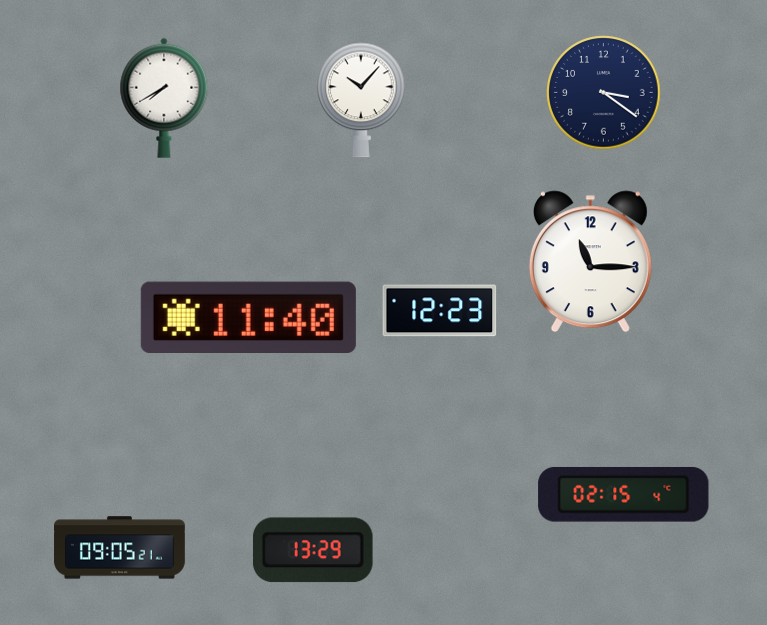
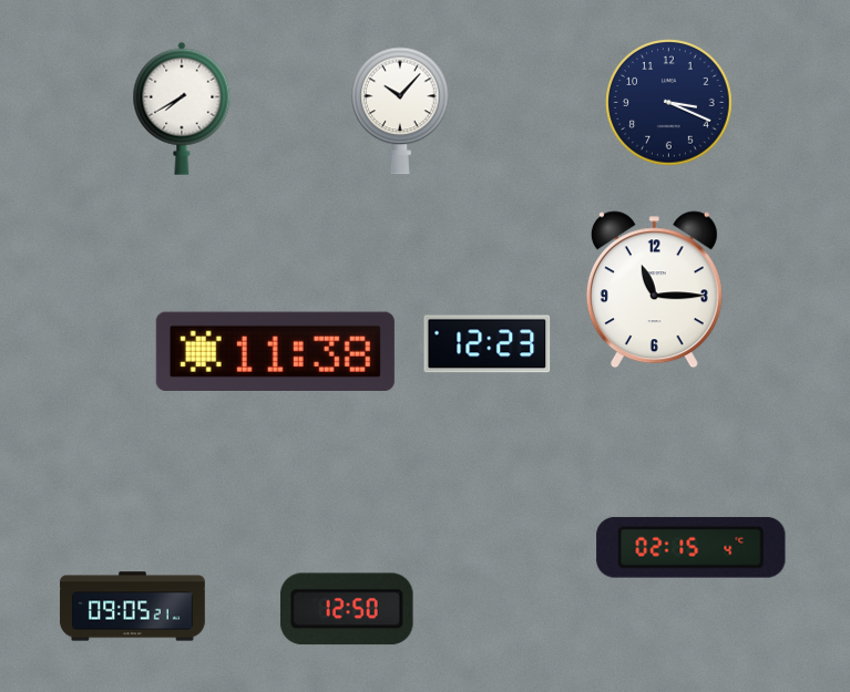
clock at (604, 93): 3:21 -> 3:19
clock at (248, 317): 11:40 -> 11:38
clock at (313, 550): 13:29 -> 12:50
